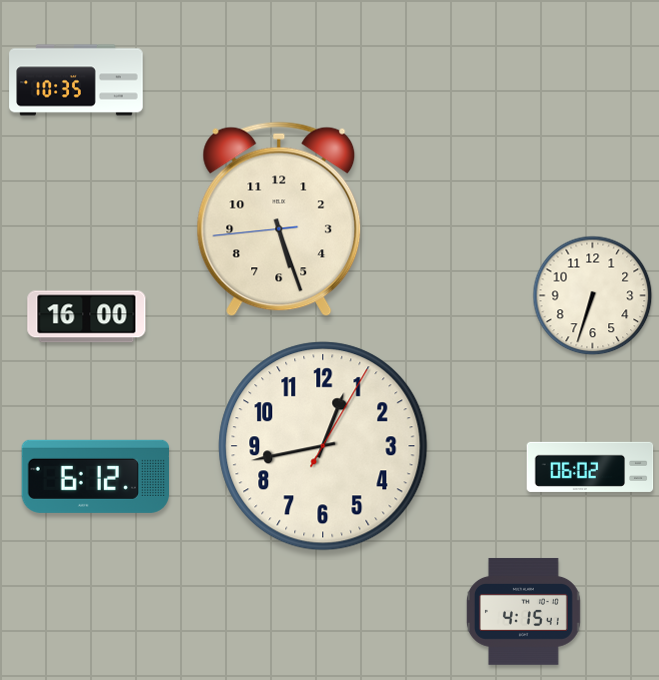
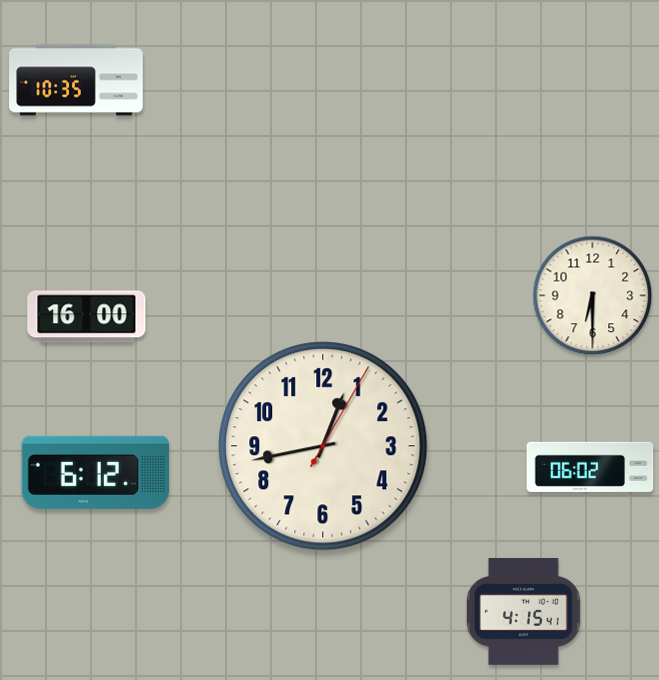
clock at (279, 219): 5:26 -> none
clock at (593, 296): 6:33 -> 6:30
clock at (96, 476) position: (96, 476) -> (96, 472)
